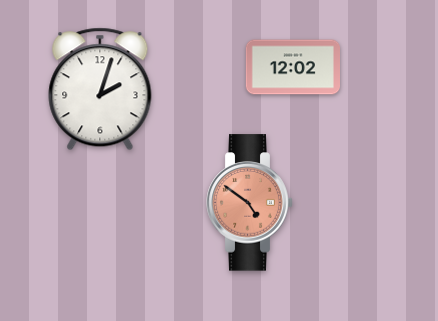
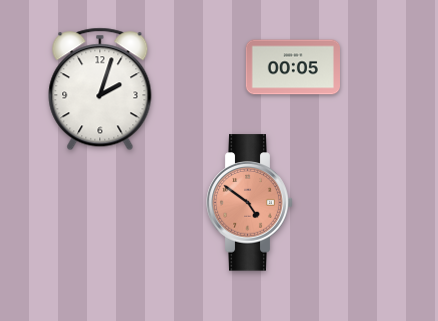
clock at (292, 67): 12:02 -> 00:05
